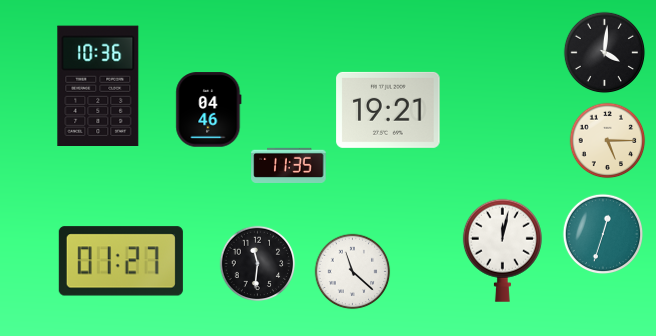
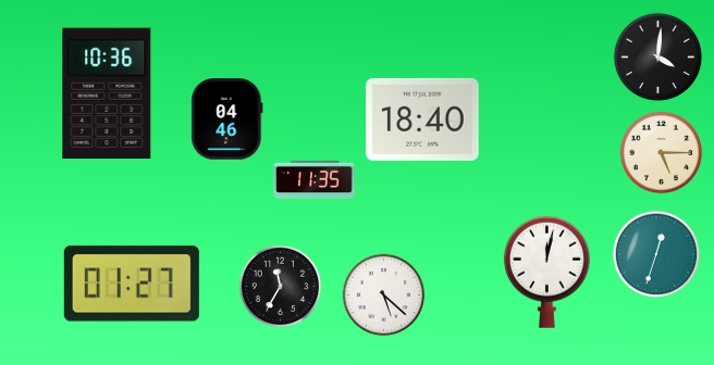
clock at (388, 110): 19:21 -> 18:40
clock at (258, 264): 11:31 -> 11:35
clock at (353, 272): 11:22 -> 5:22
